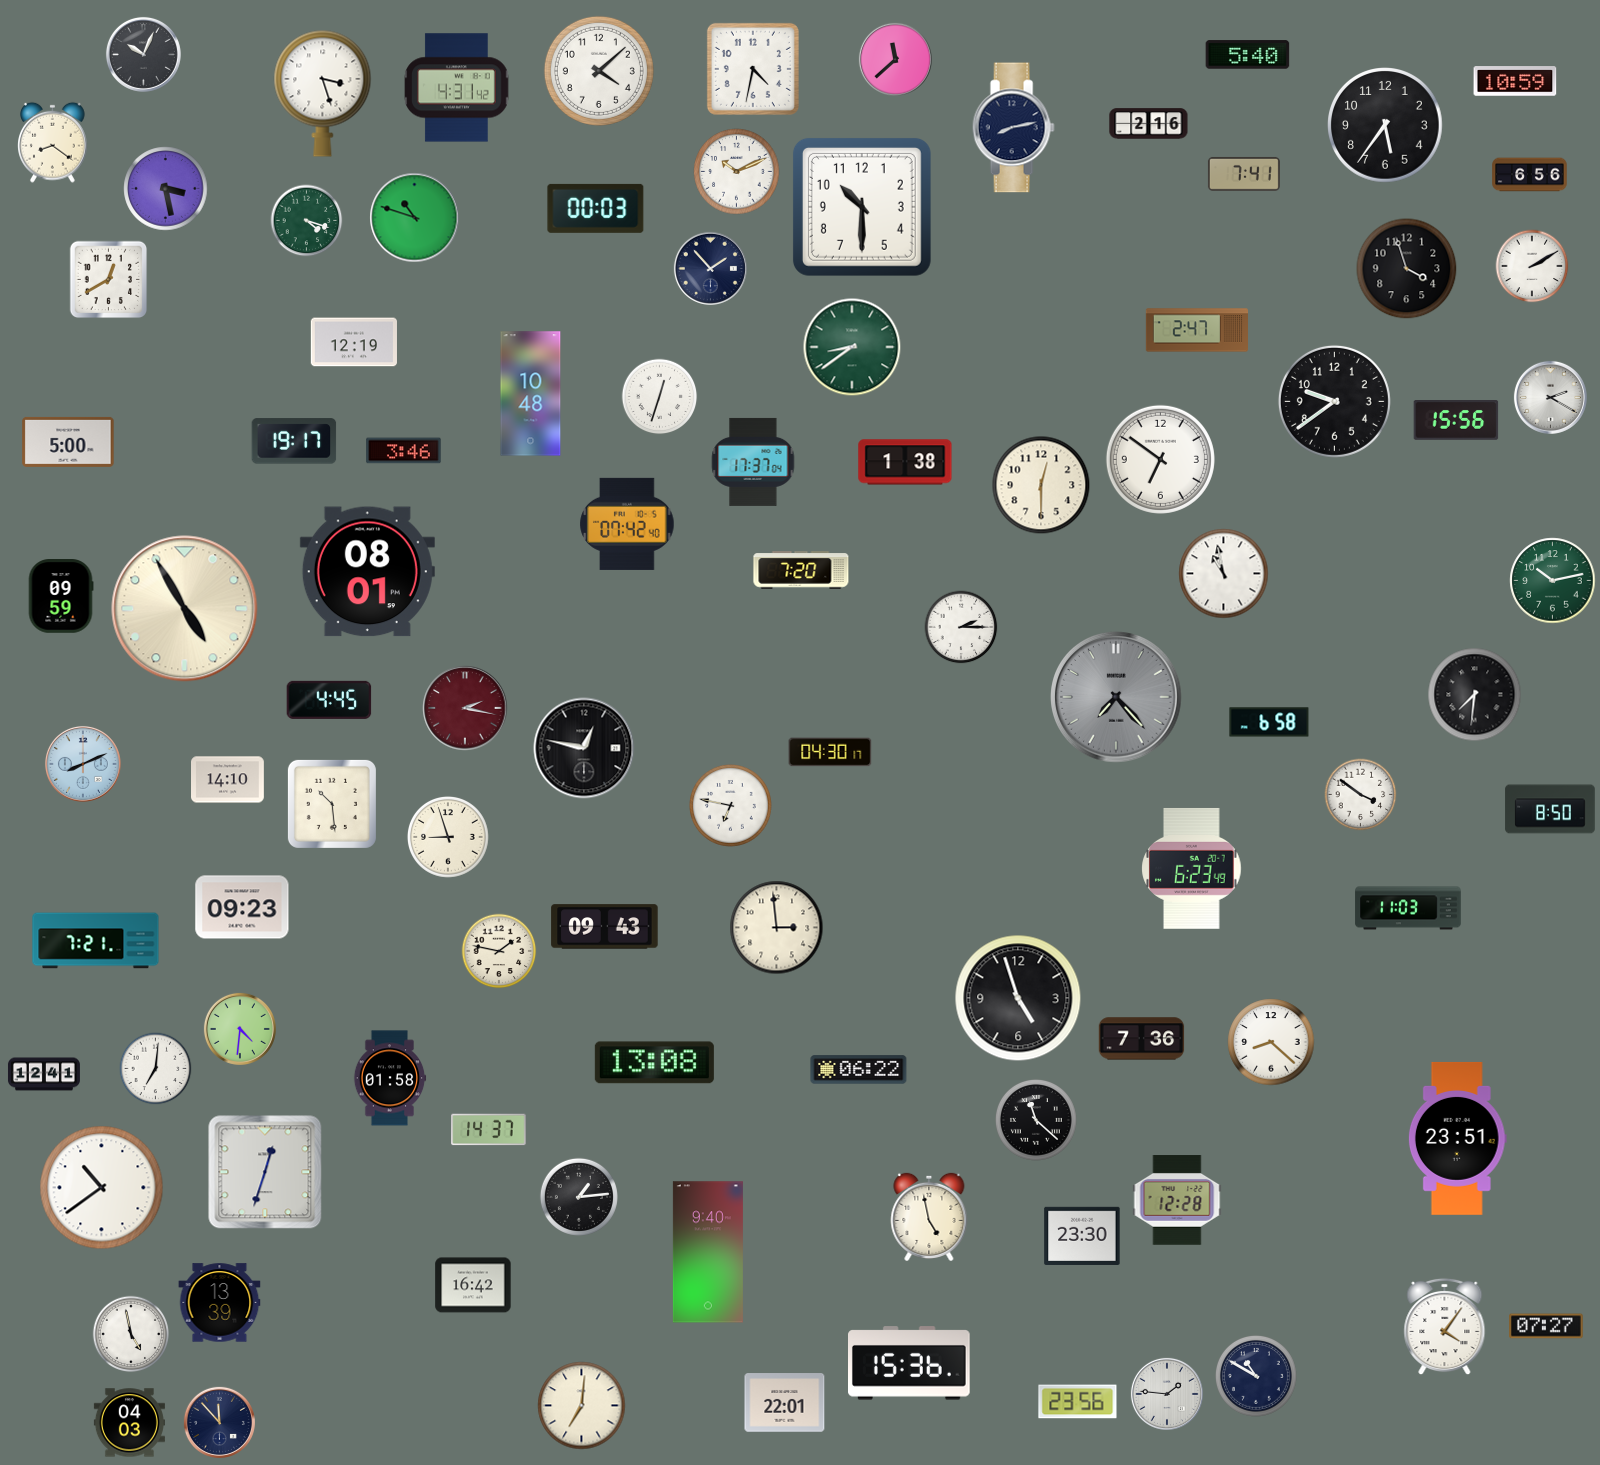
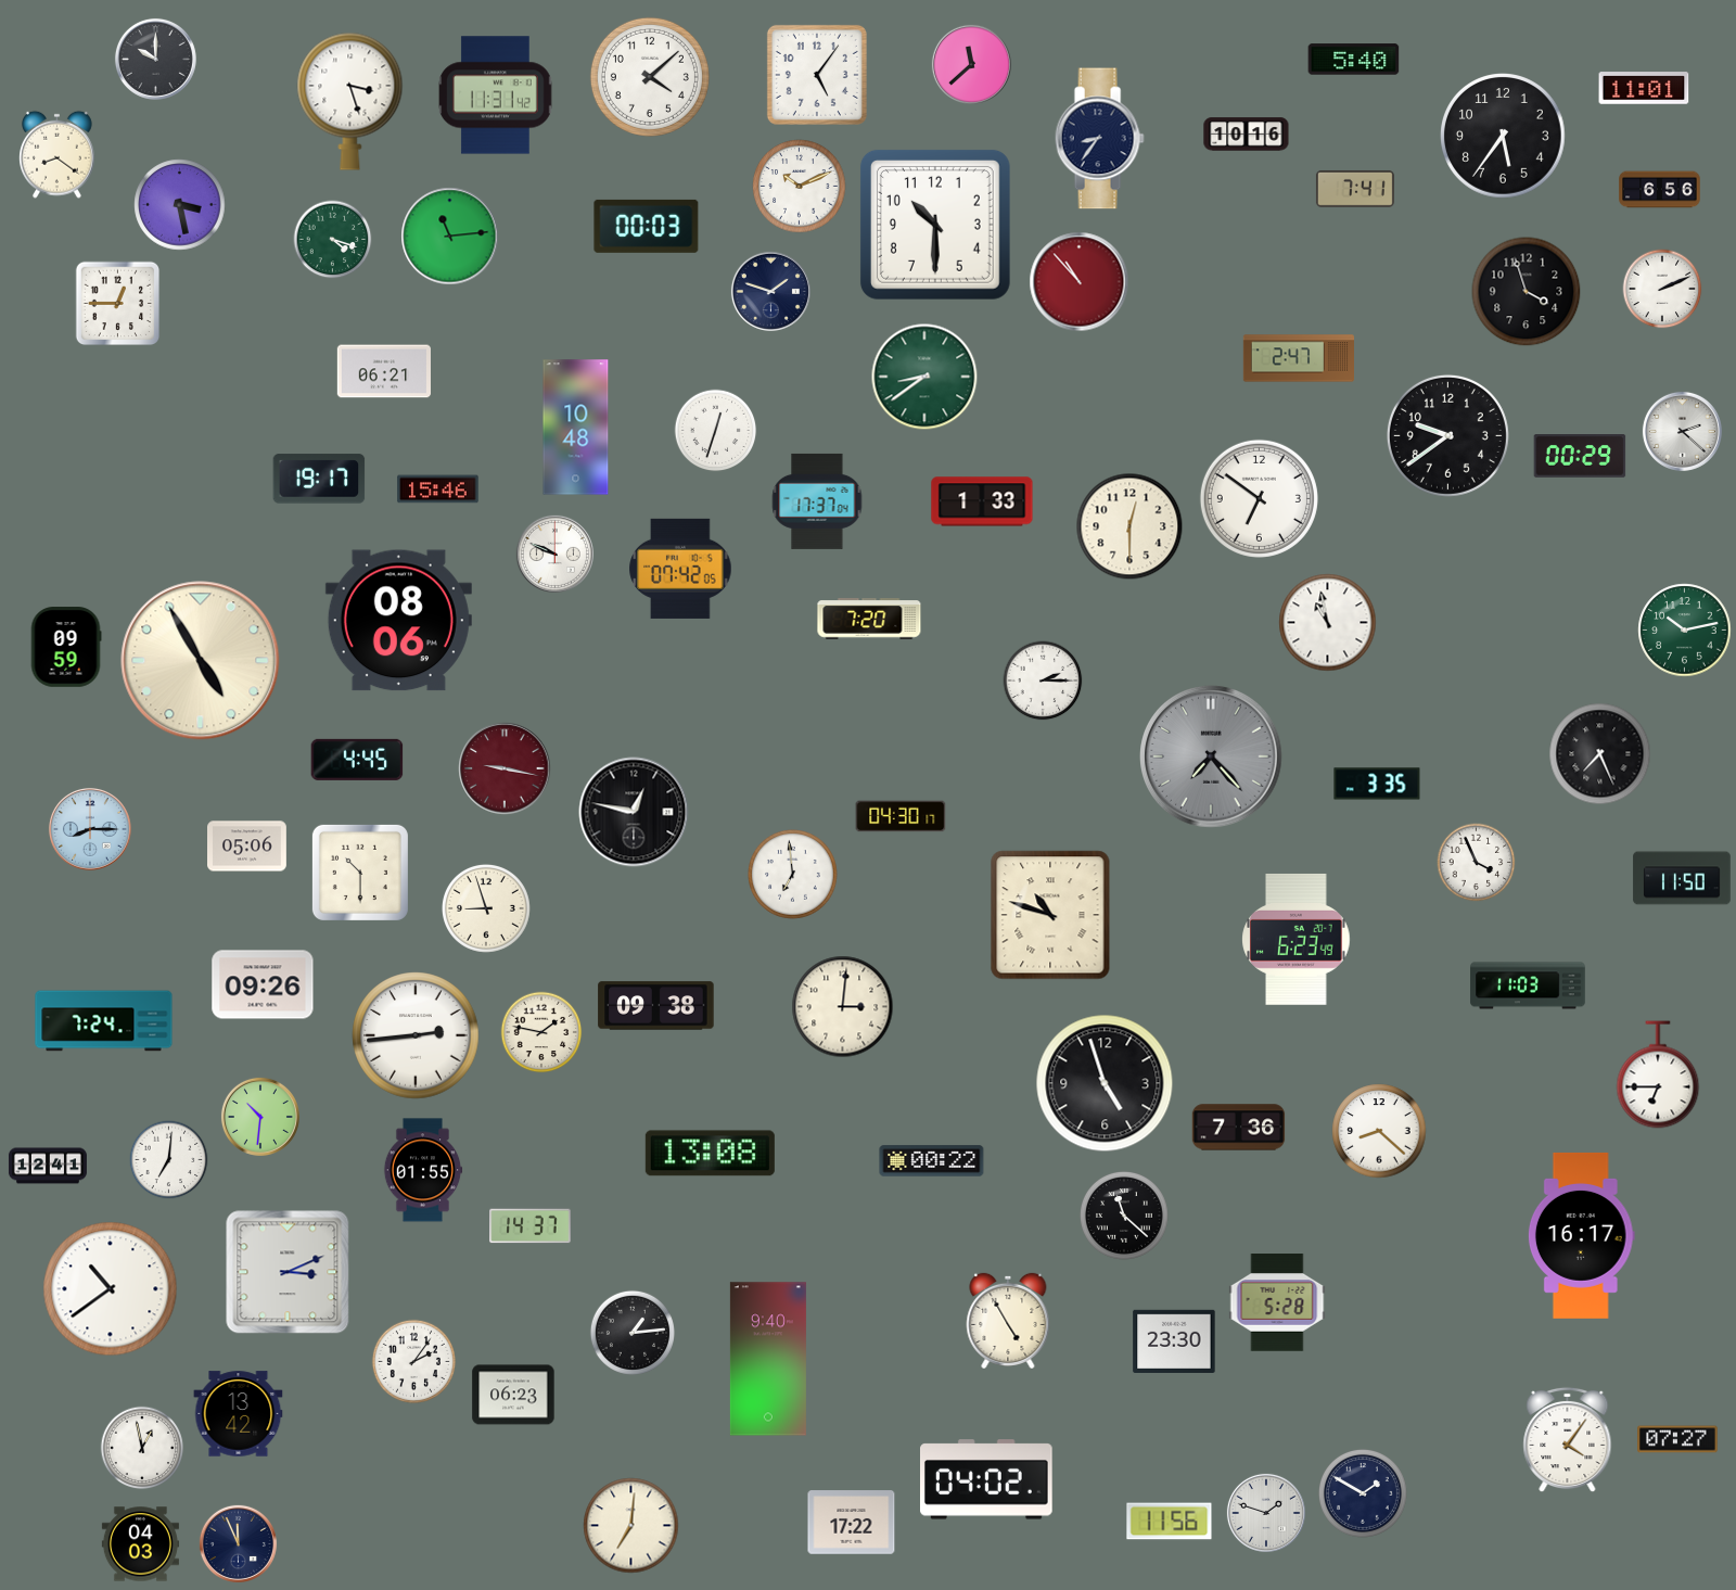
clock at (143, 54): 10:04 -> 10:00
clock at (753, 69): 4:32 -> 5:06
clock at (1515, 81): 10:59 -> 11:01
clock at (457, 88): 4:31 -> 11:31
clock at (1149, 124): 2:16 -> 10:16
clock at (1013, 128): 8:13 -> 8:36
clock at (1244, 174) position: (1244, 174) -> (1355, 189)
clock at (415, 218): 10:48 -> 11:14
clock at (1080, 282): none -> 10:53
clock at (1532, 266): 2:10 -> 2:11
clock at (710, 268): 1:53 -> 1:48
clock at (109, 280): 12:40 -> 12:45
clock at (354, 342): 12:19 -> 06:21
clock at (1550, 397): 2:20 -> 2:22
clock at (1456, 420): 15:56 -> 00:29
clock at (68, 442): 5:00 -> none
clock at (404, 451): 3:46 -> 15:46
clock at (905, 462): 1:38 -> 1:33
clock at (554, 554): none -> 9:49
clock at (627, 524): 07:42:40 -> 07:42:05
clock at (367, 572): 08:01 -> 08:06
clock at (1475, 695): 7:31 -> 7:26
clock at (465, 708): 2:17 -> 9:17
clock at (1269, 722): 6:58 -> 3:35
clock at (83, 764): 8:11 -> 8:15
clock at (228, 780): 14:10 -> 05:06
clock at (1361, 795): 3:51 -> 3:56
clock at (332, 804): 10:29 -> 10:30
clock at (731, 806): 6:47 -> 6:59
clock at (1550, 809): 8:50 -> 11:50
clock at (1050, 915): none -> 10:48
clock at (1192, 868) position: (1192, 868) -> (1297, 939)
clock at (242, 907): 09:23 -> 09:26
clock at (605, 927): 09:43 -> 09:38
clock at (777, 928): 2:59 -> 3:01
clock at (96, 941): 7:21 -> 7:24
clock at (416, 1035): none -> 2:44
clock at (1658, 1074): none -> 6:45
clock at (240, 1029): 4:31 -> 10:31
clock at (859, 1070): 06:22 -> 00:22
clock at (390, 1078): 01:58 -> 01:55
clock at (1457, 1139): 23:51 -> 16:17
clock at (265, 1172): 12:33 -> 3:11
clock at (579, 1197) position: (579, 1197) -> (633, 1333)
clock at (1177, 1200): 12:28 -> 5:28
clock at (929, 1217): 4:58 -> 4:55
clock at (413, 1361): none -> 2:06
clock at (473, 1285): 16:42 -> 06:23
clock at (220, 1303): 13:39 -> 13:42
clock at (131, 1334): 4:58 -> 12:58
clock at (910, 1363): 15:36 -> 04:02
clock at (1256, 1376): 10:50 -> 1:50
clock at (1167, 1394): 1:46 -> 1:48
clock at (1078, 1402): 23:56 -> 11:56
clock at (785, 1403): 22:01 -> 17:22
clock at (219, 1422): 11:53 -> 11:56
